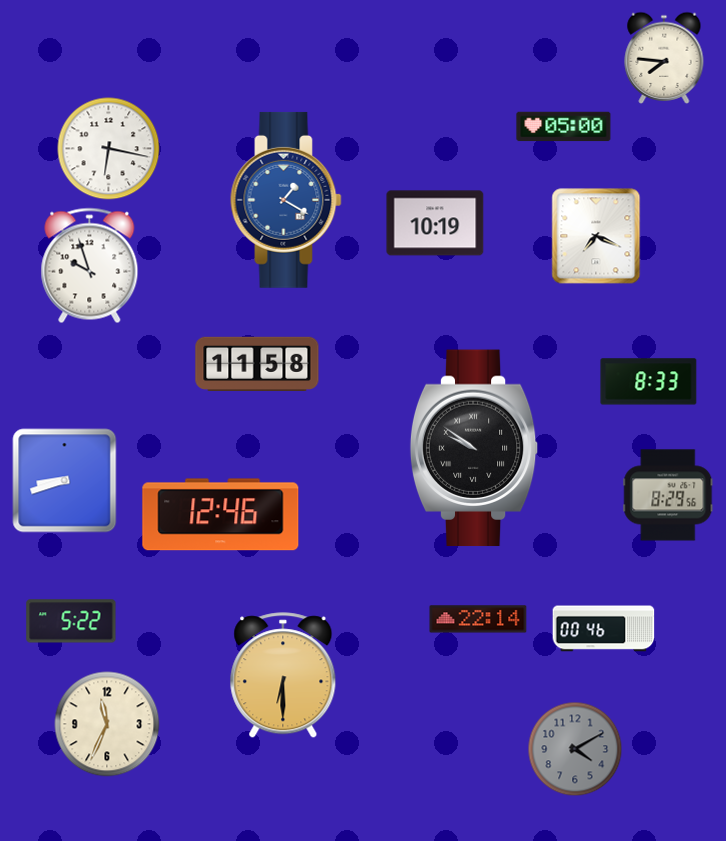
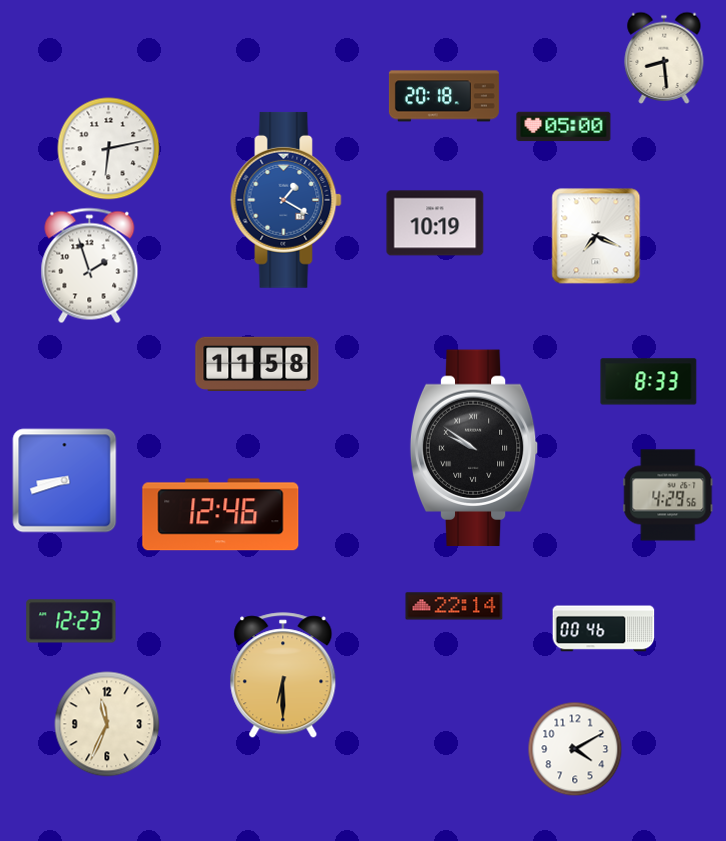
clock at (664, 58): 7:46 -> 8:29
clock at (444, 96): none -> 20:18
clock at (109, 149): 6:17 -> 6:13
clock at (90, 266): 9:57 -> 1:57
clock at (668, 495): 8:29 -> 4:29
clock at (478, 619) position: (478, 619) -> (454, 606)
clock at (71, 621): 5:22 -> 12:23
clock at (575, 749) dial: grey -> white
